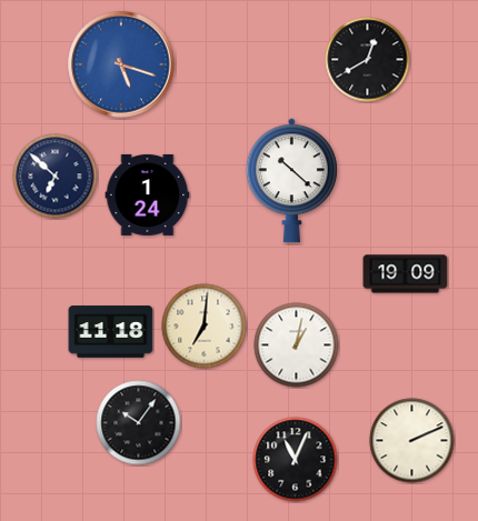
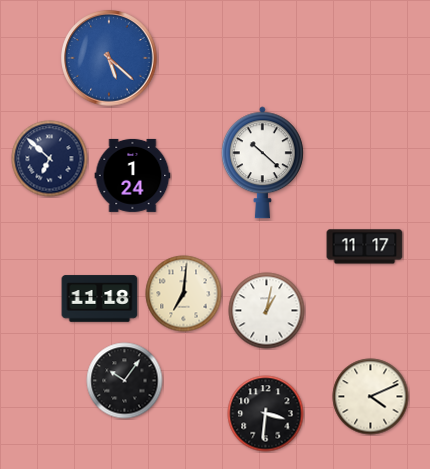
clock at (368, 60): 12:40 -> none
clock at (121, 64): 5:18 -> 5:22
clock at (406, 274): 19:09 -> 11:17
clock at (412, 441): 2:11 -> 4:11
clock at (296, 460): 11:04 -> 3:31
